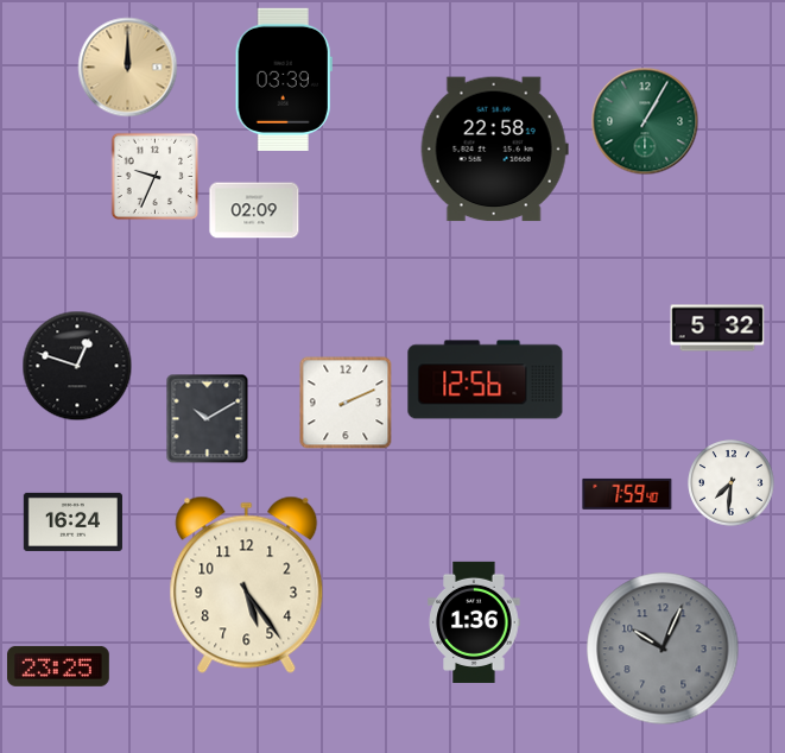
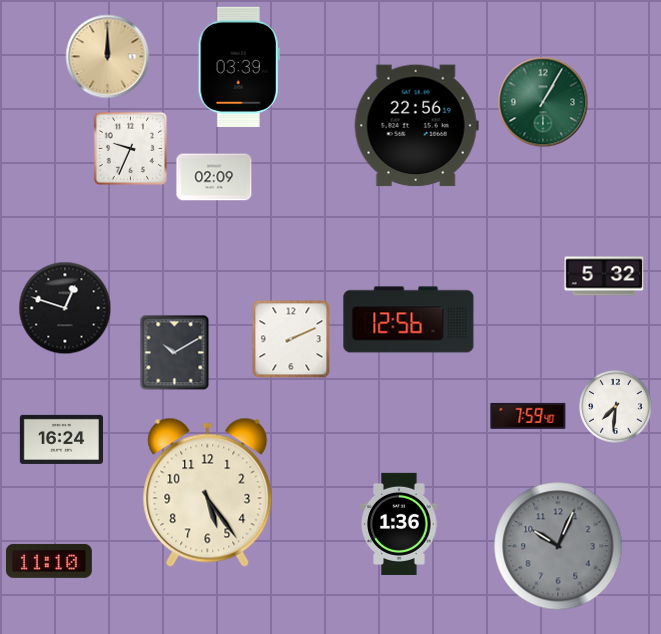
clock at (494, 150): 22:58 -> 22:56
clock at (58, 666): 23:25 -> 11:10
